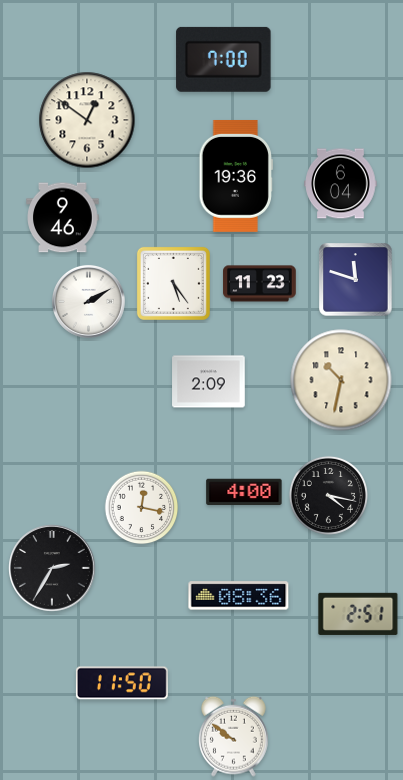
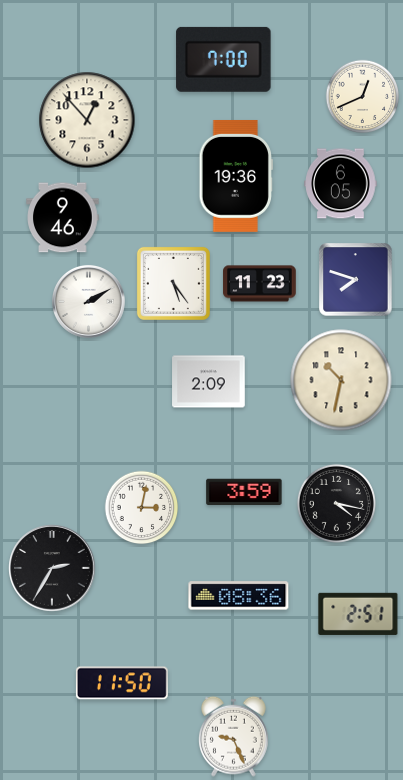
clock at (363, 97): none -> 12:41
clock at (87, 120): 12:51 -> 12:53
clock at (341, 184): 6:04 -> 6:05
clock at (356, 280): 11:48 -> 7:48
clock at (244, 492): 4:00 -> 3:59
clock at (328, 495) position: (328, 495) -> (336, 503)
clock at (142, 508): 12:17 -> 3:02
clock at (233, 736): 9:51 -> 9:26
